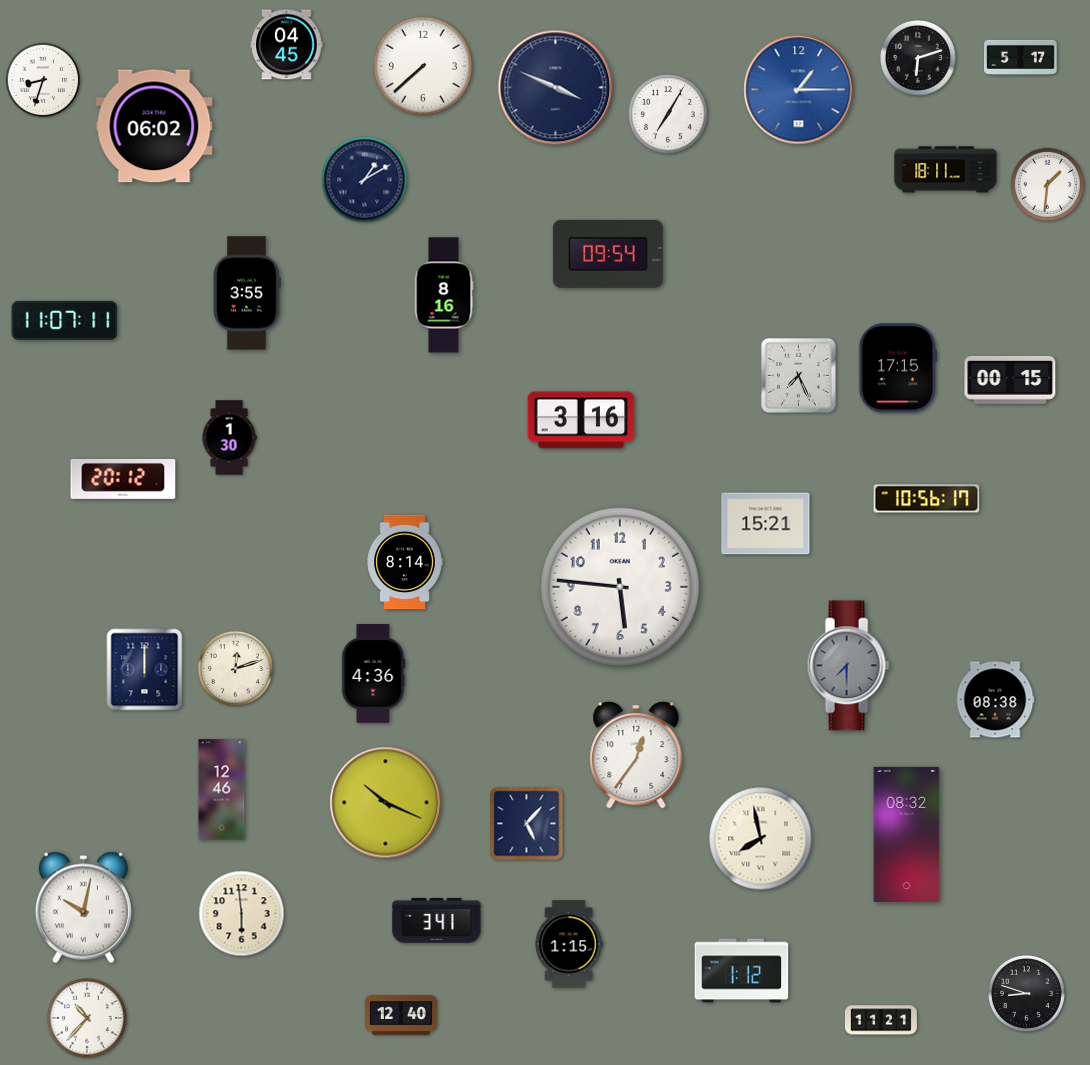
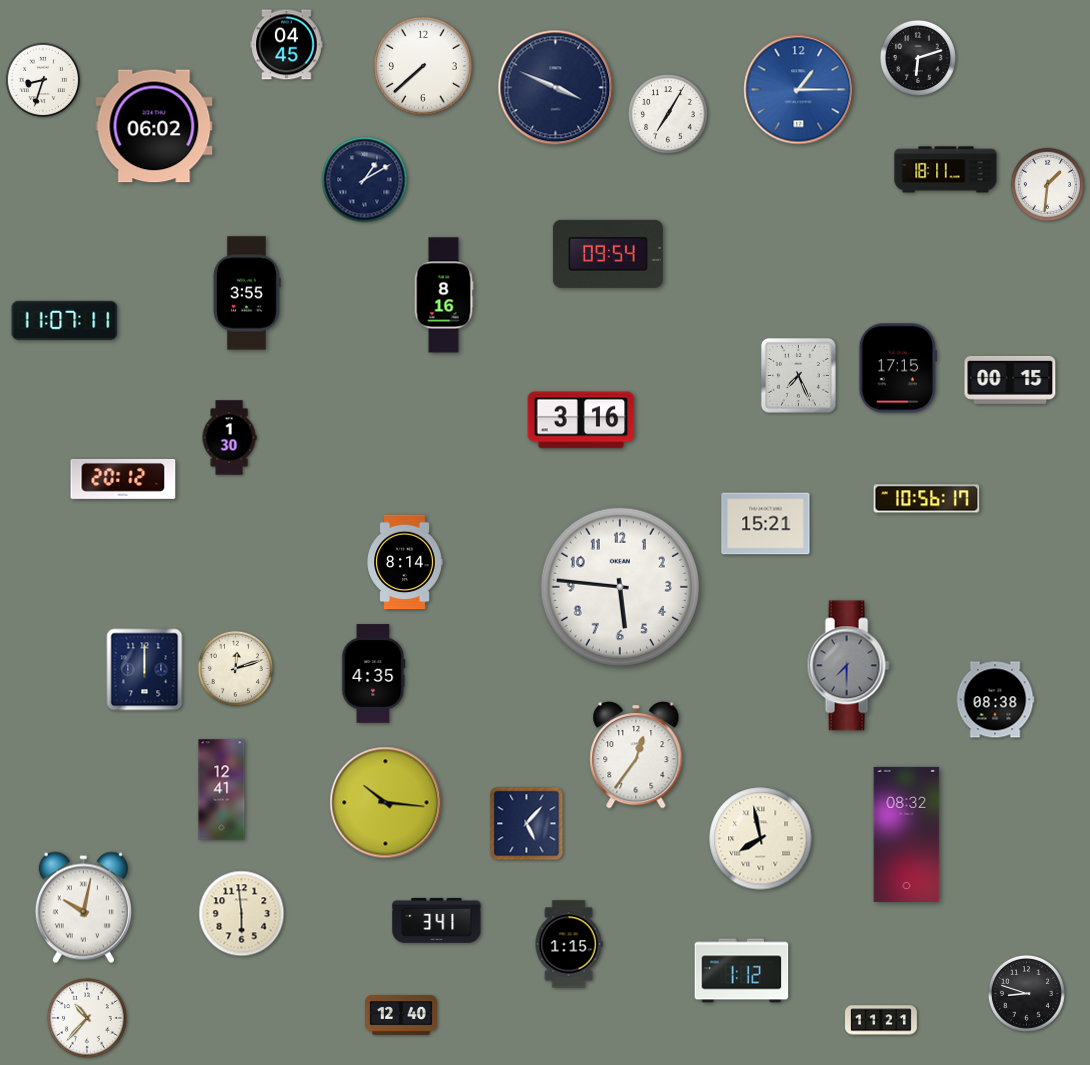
clock at (1021, 57): 5:17 -> none
clock at (374, 674): 4:36 -> 4:35
clock at (222, 790): 12:46 -> 12:41
clock at (386, 803): 10:19 -> 10:16
